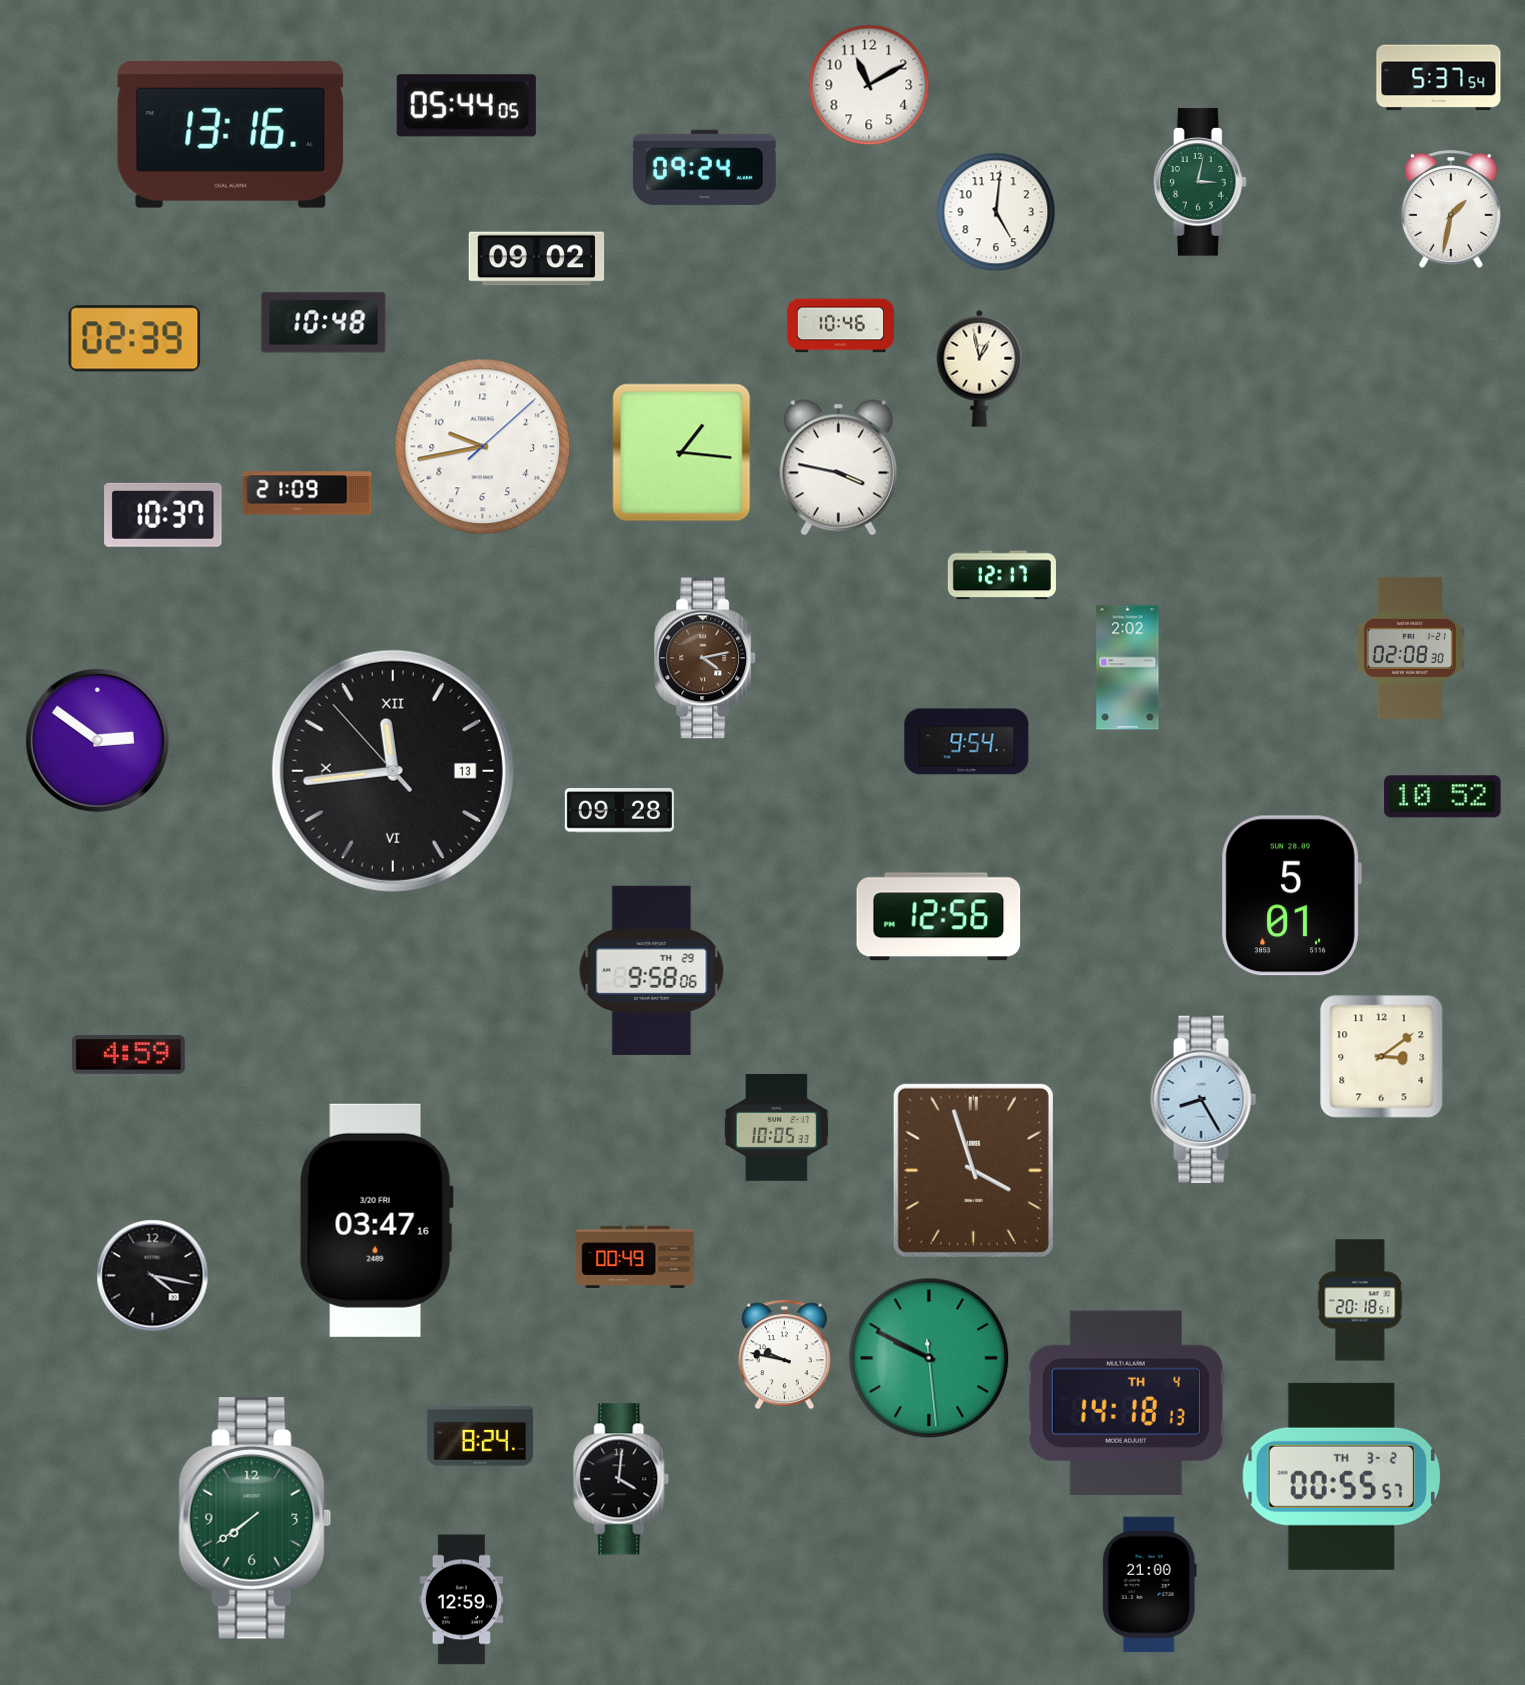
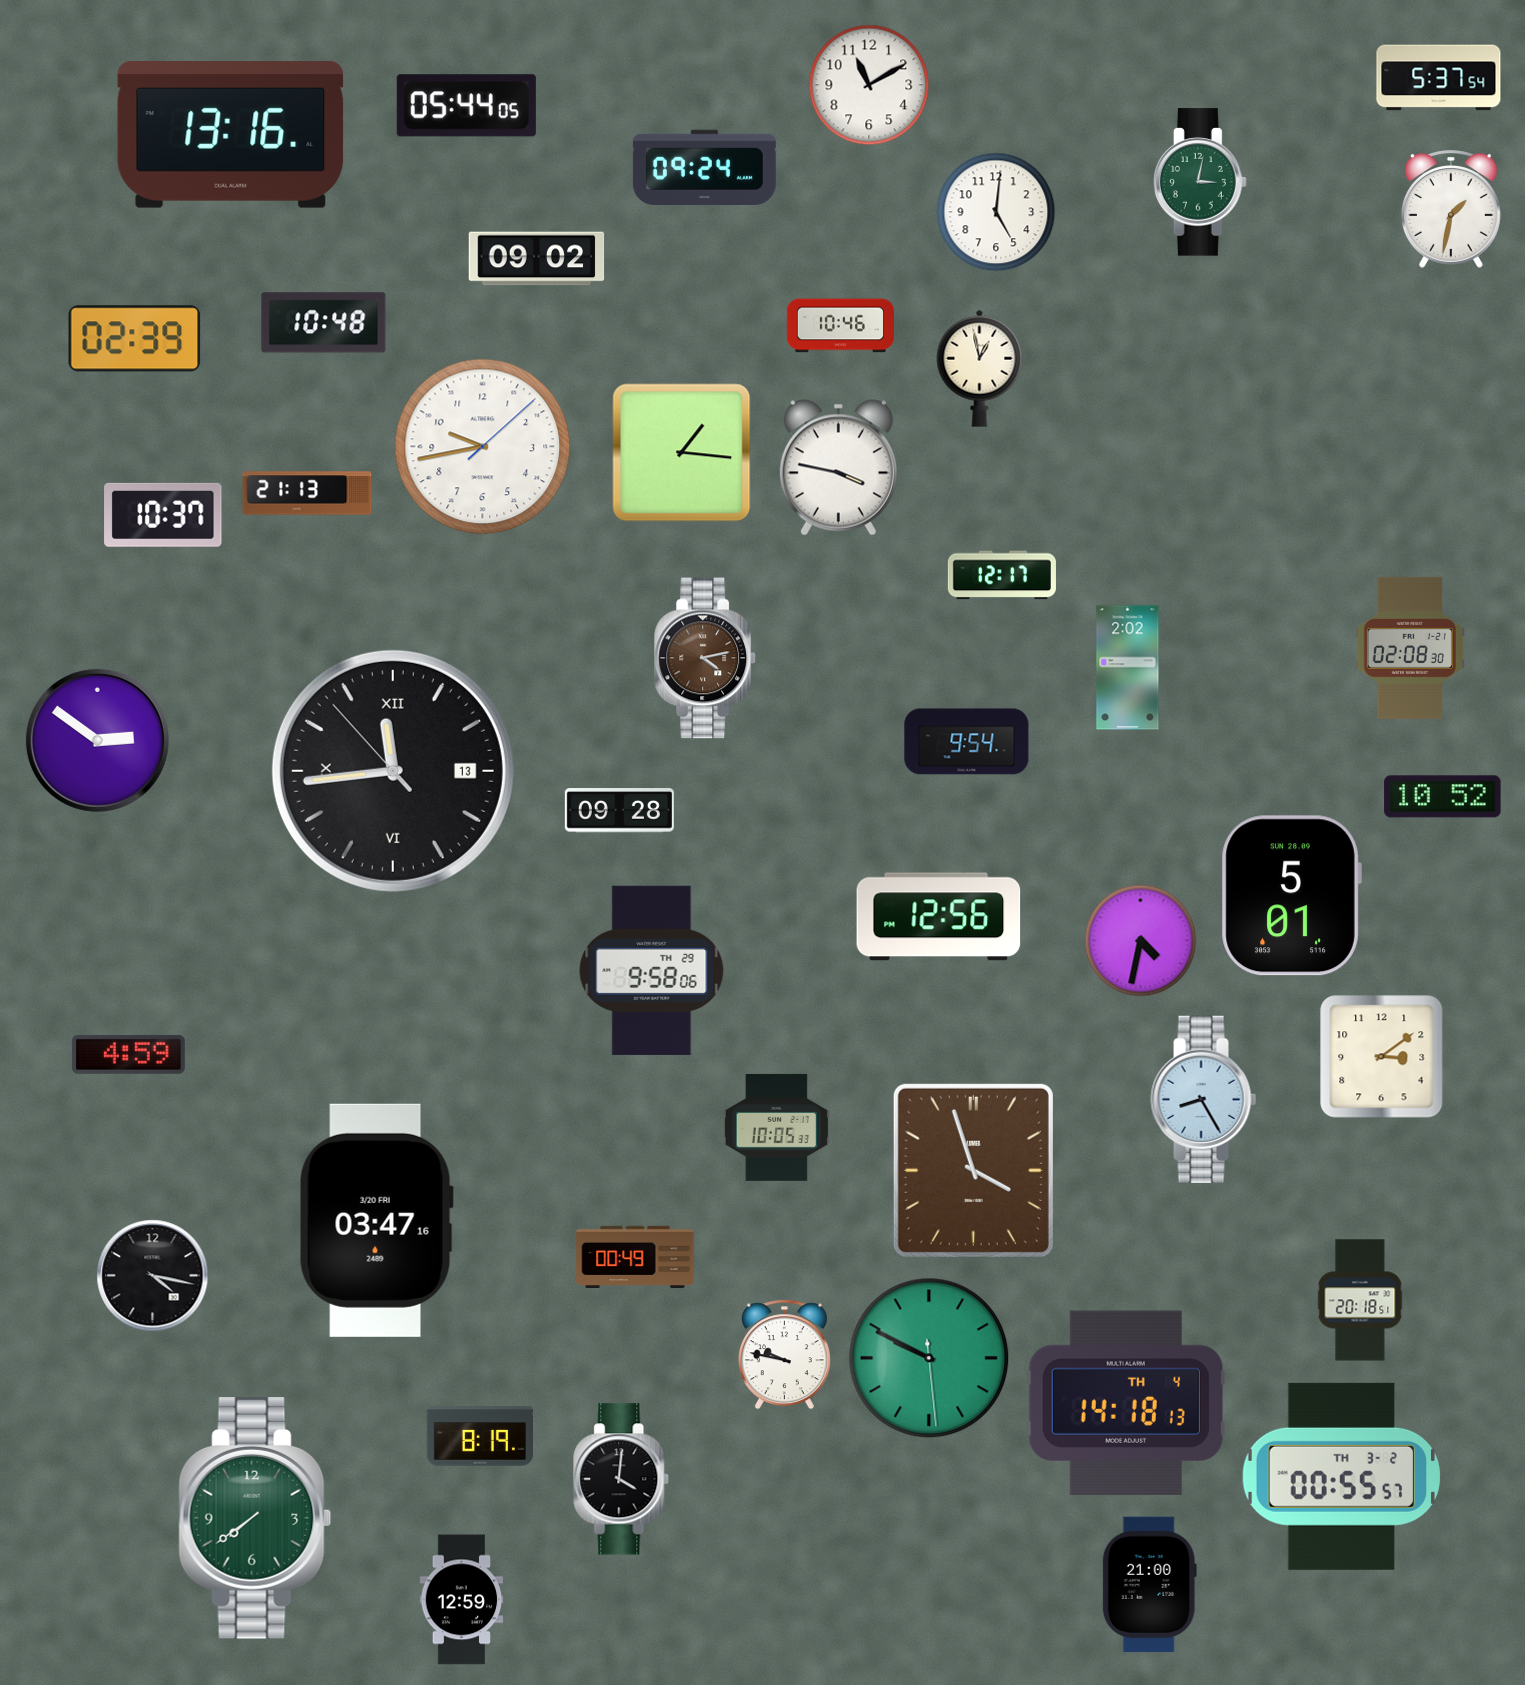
clock at (307, 493): 21:09 -> 21:13
clock at (1141, 941): none -> 4:32
clock at (479, 1436): 8:24 -> 8:19
